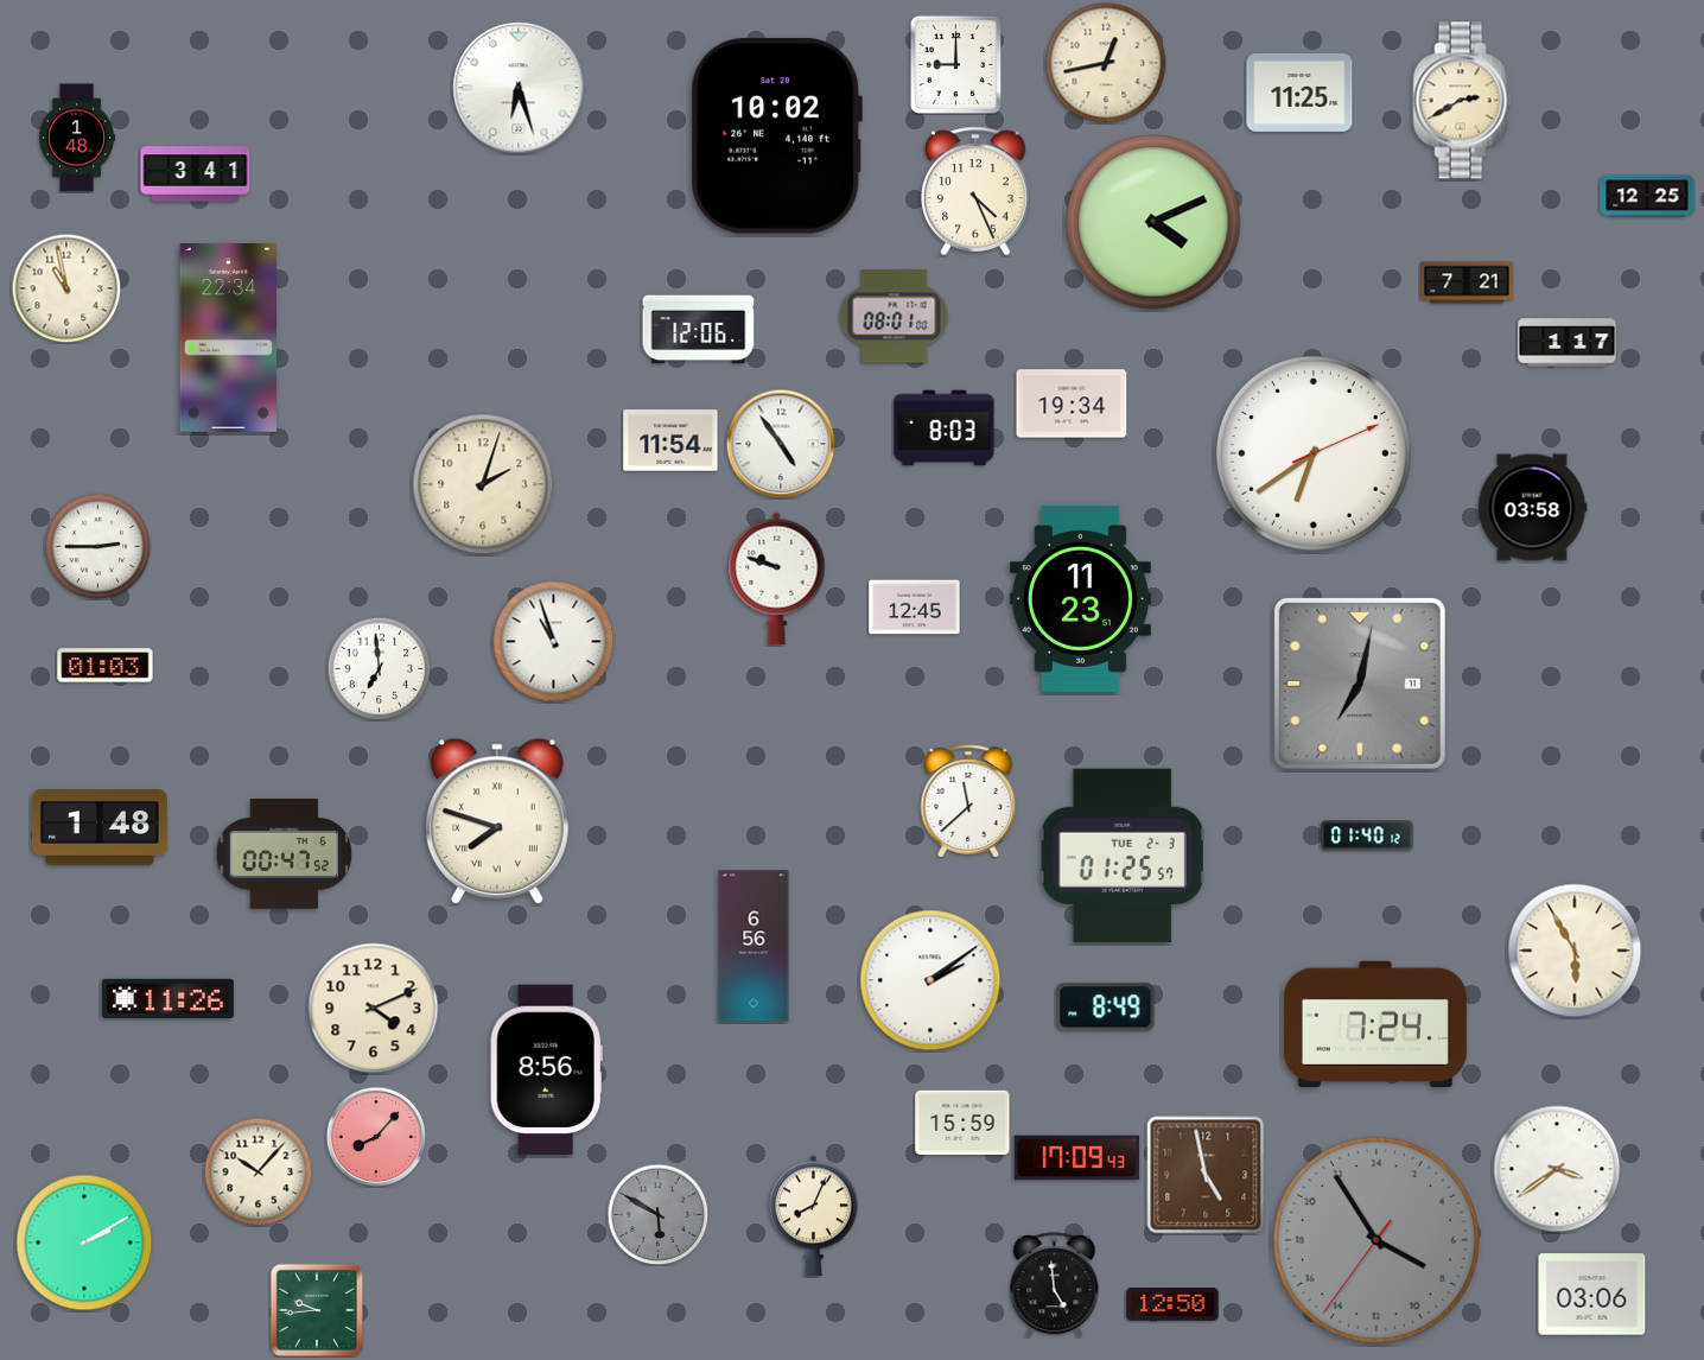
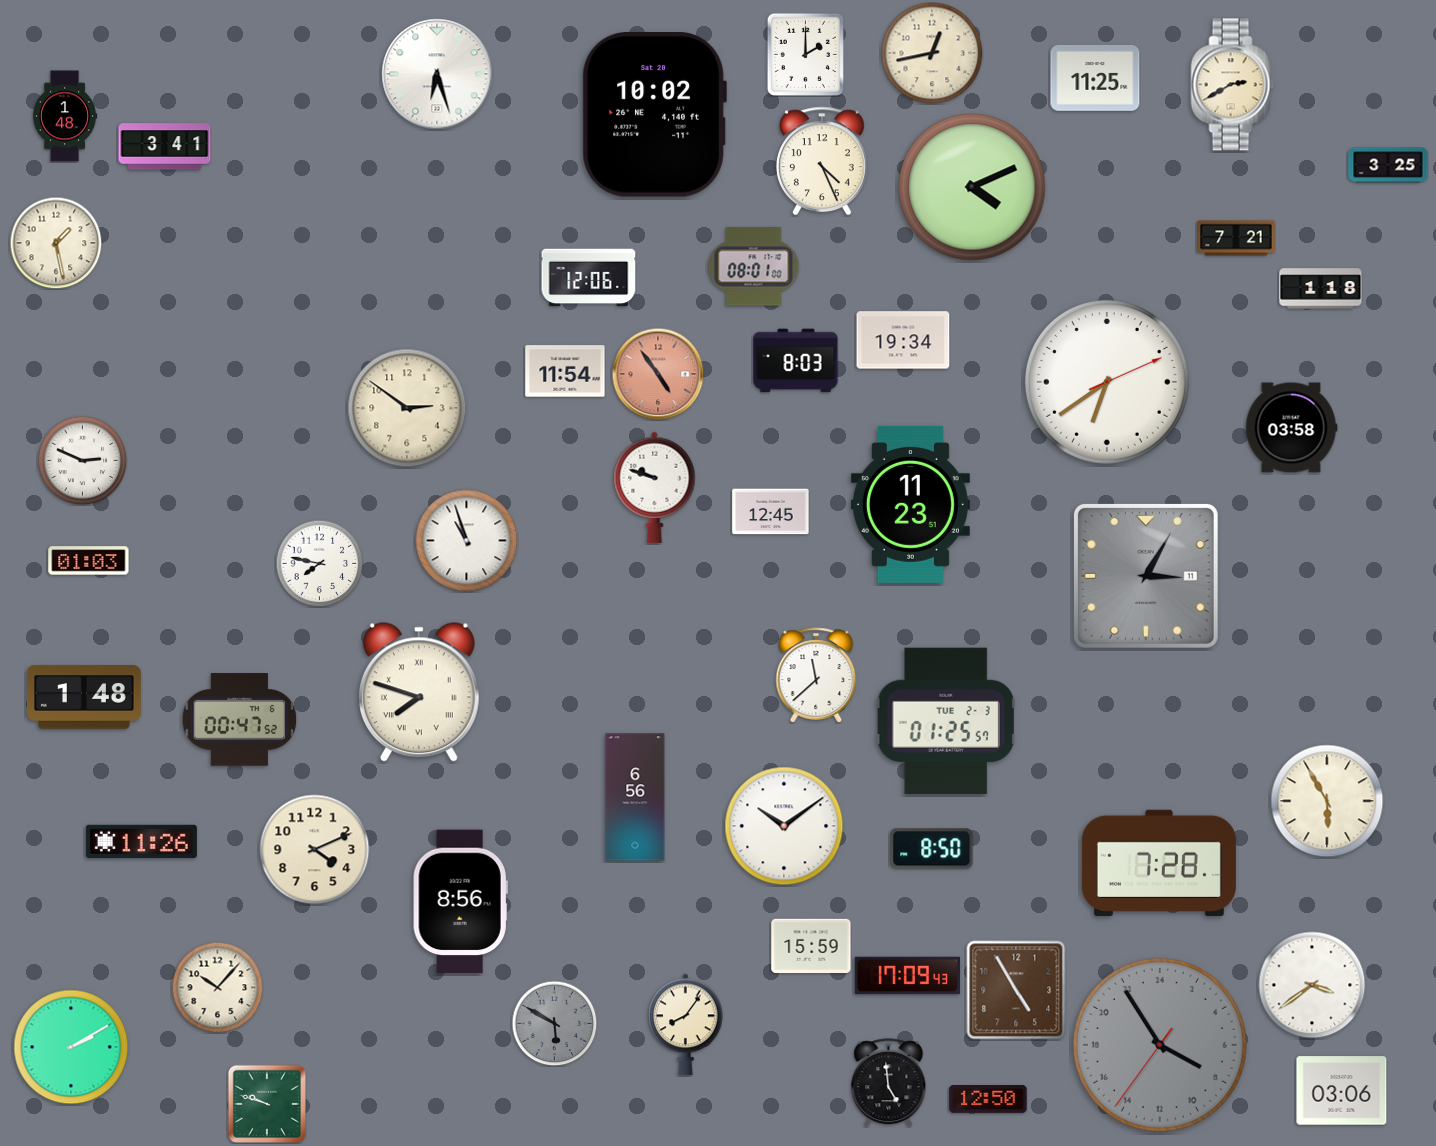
clock at (955, 64): 9:00 -> 2:00
clock at (1647, 196): 12:25 -> 3:25
clock at (66, 288): 10:58 -> 1:28
clock at (228, 337): 22:34 -> none
clock at (1568, 343): 1:17 -> 1:18
clock at (781, 444) dial: white -> salmon
clock at (483, 484): 2:03 -> 2:51
clock at (97, 546): 2:45 -> 2:49
clock at (379, 668): 6:59 -> 7:47
clock at (1360, 684): 7:02 -> 3:05
clock at (1367, 835): 01:40 -> none
clock at (930, 980): 2:09 -> 10:09
clock at (1106, 1008): 8:49 -> 8:50
clock at (1375, 1024): 7:24 -> 7:28
clock at (376, 1137): 8:07 -> none
clock at (1206, 1175): 4:58 -> 4:55
clock at (814, 1216): 8:04 -> 8:06
clock at (316, 1309): 9:44 -> 9:48
